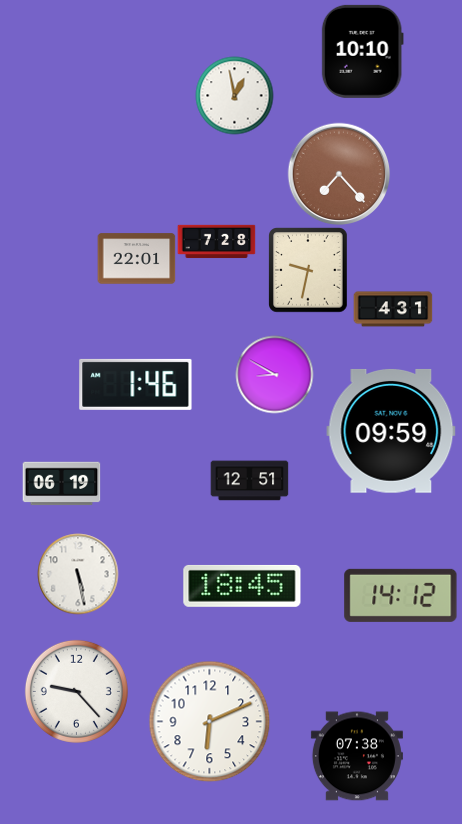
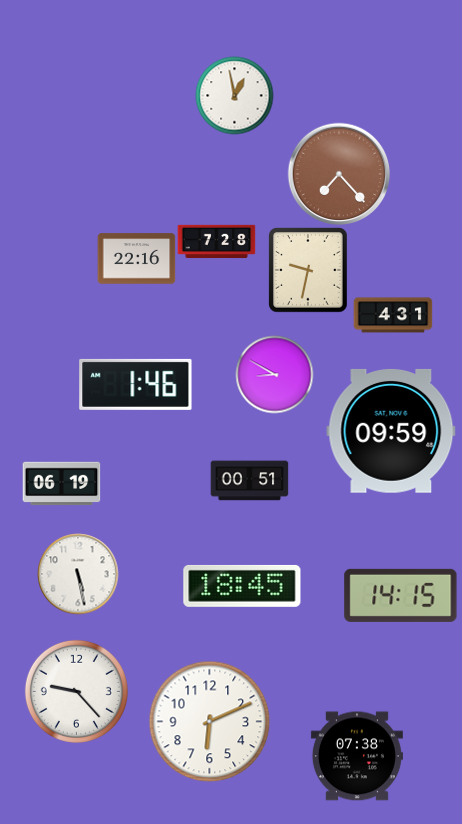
clock at (362, 51): 10:10 -> none
clock at (136, 259): 22:01 -> 22:16
clock at (393, 309) position: (393, 309) -> (393, 315)
clock at (249, 481): 12:51 -> 00:51
clock at (401, 595): 14:12 -> 14:15
